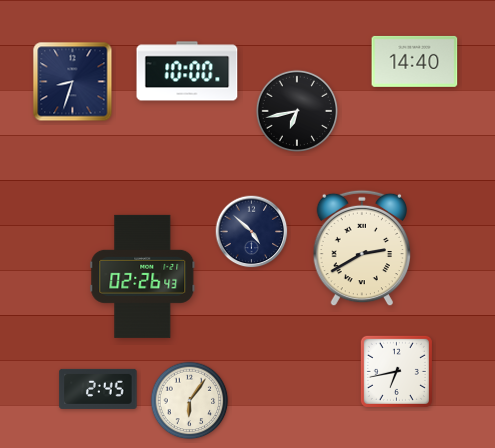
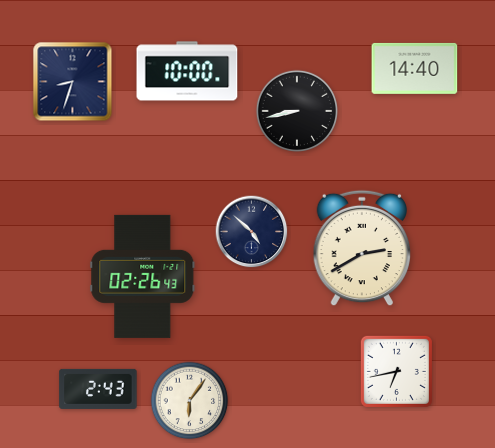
clock at (415, 61) position: (415, 61) -> (415, 68)
clock at (296, 110): 6:43 -> 8:43
clock at (98, 389): 2:45 -> 2:43
